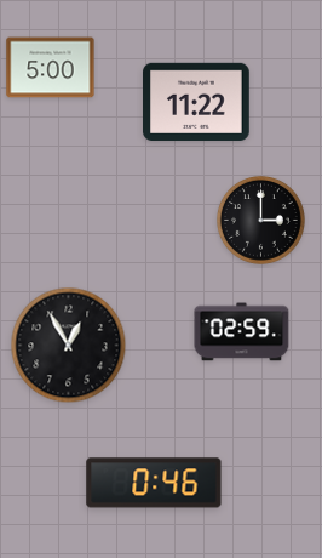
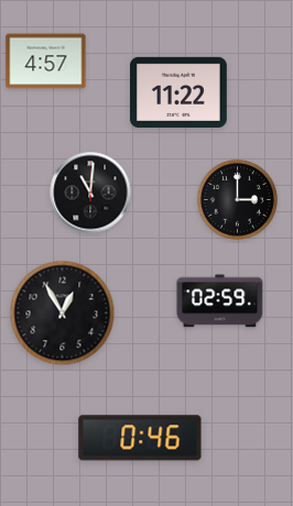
clock at (51, 68): 5:00 -> 4:57
clock at (90, 193): none -> 11:01
